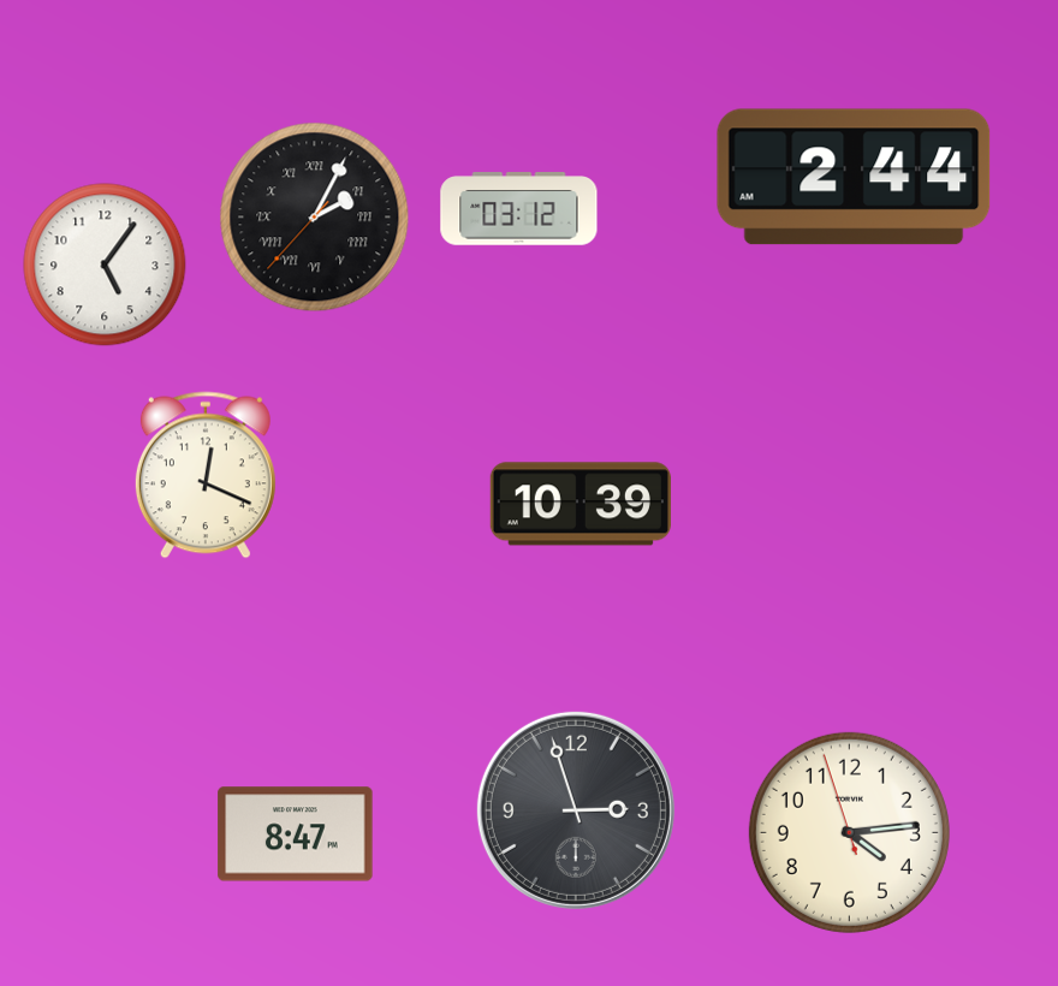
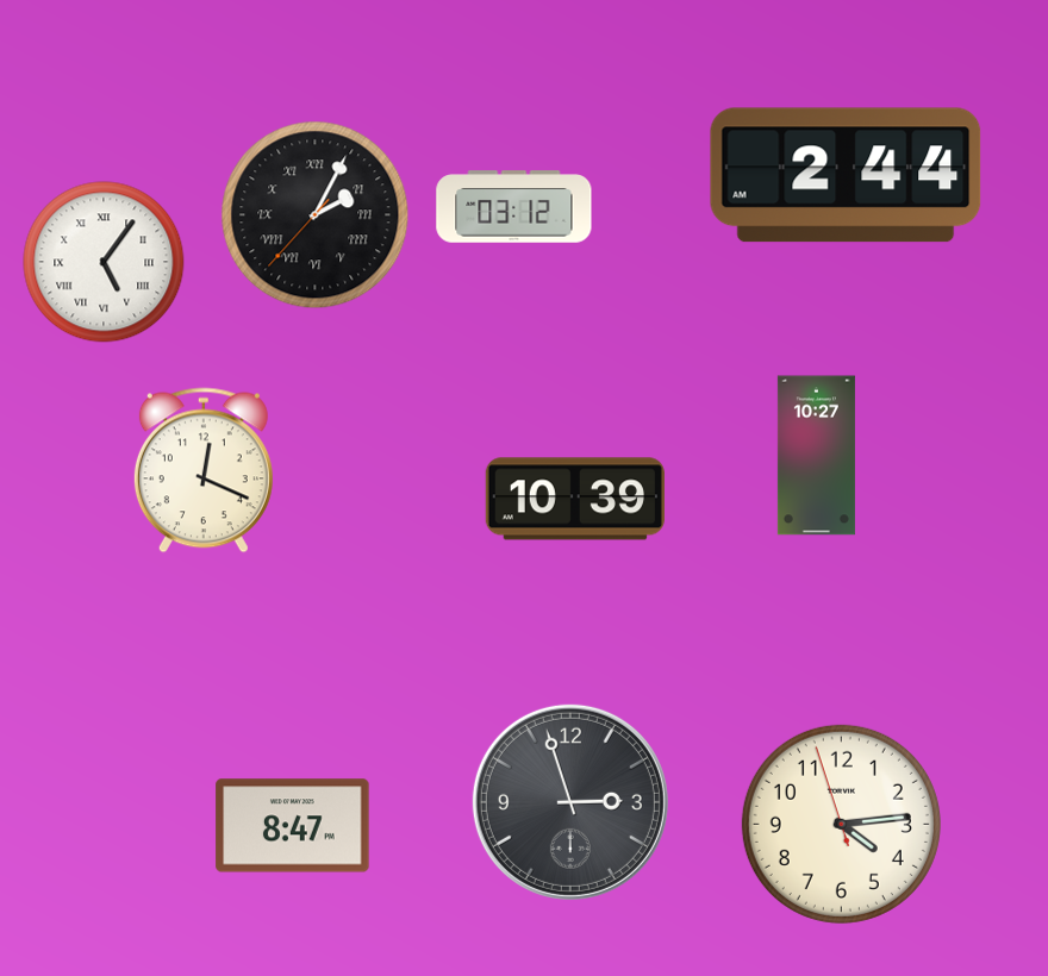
clock at (315, 218) position: (315, 218) -> (316, 215)
clock at (105, 265) numerals: Arabic -> Roman
clock at (816, 456): none -> 10:27
